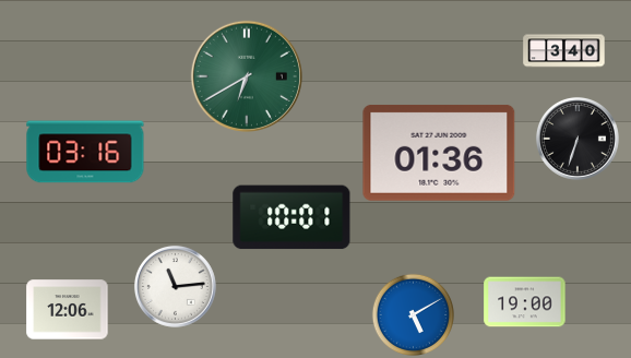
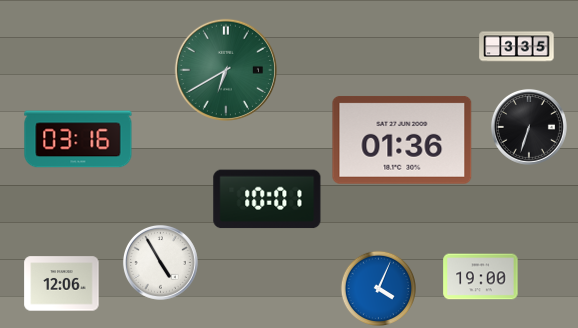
clock at (564, 51): 3:40 -> 3:35
clock at (175, 287): 11:14 -> 4:55
clock at (413, 314): 5:10 -> 4:04
